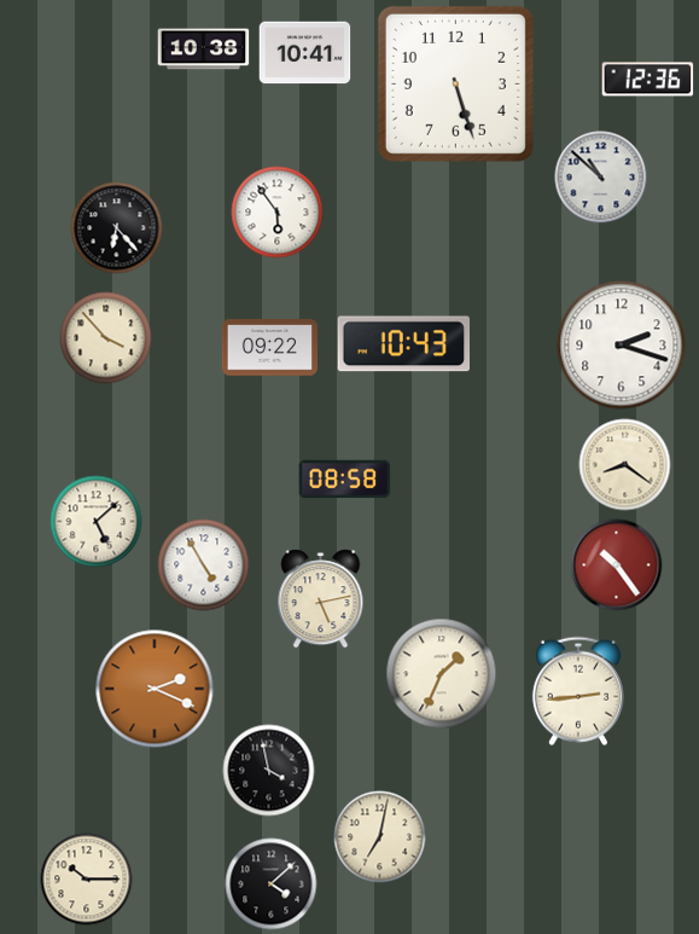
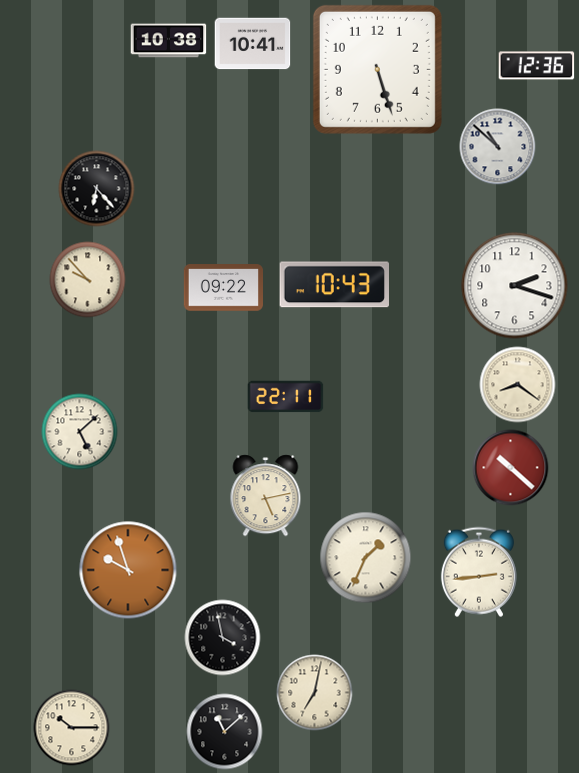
clock at (278, 213): 5:54 -> none
clock at (106, 338): 3:53 -> 9:53
clock at (345, 480): 08:58 -> 22:11
clock at (204, 565): 4:55 -> none
clock at (617, 565): 10:24 -> 10:22
clock at (155, 689): 2:19 -> 9:57
clock at (272, 884): 4:08 -> 11:08
